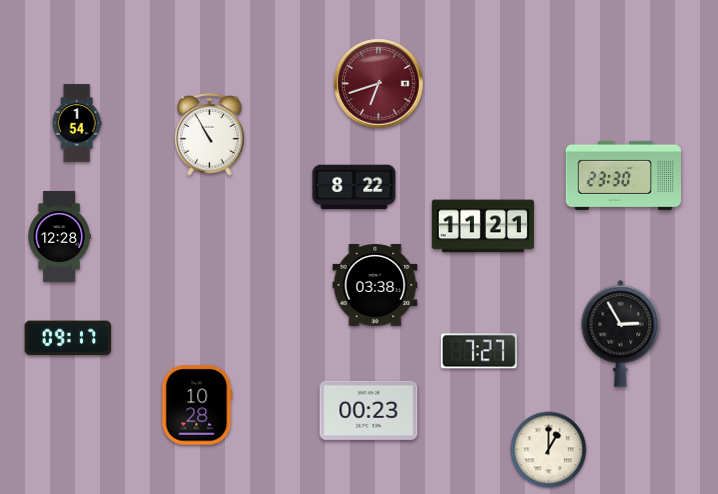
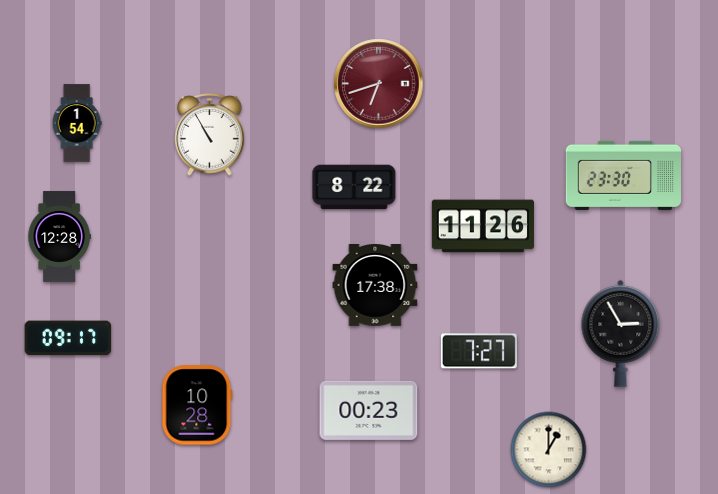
clock at (483, 226): 11:21 -> 11:26
clock at (375, 286): 03:38 -> 17:38
